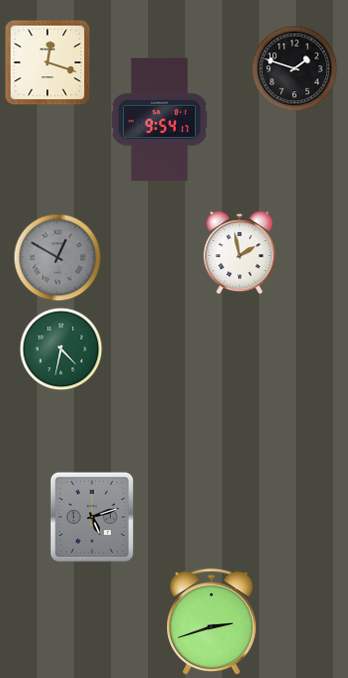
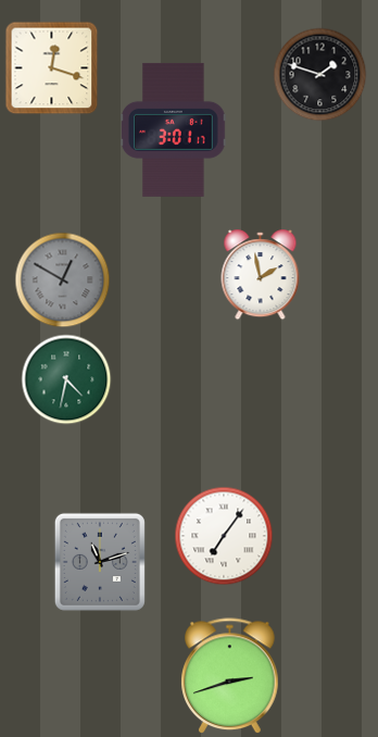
clock at (160, 119): 9:54 -> 3:01
clock at (224, 536): none -> 7:06
clock at (92, 517): 5:12 -> 11:12
